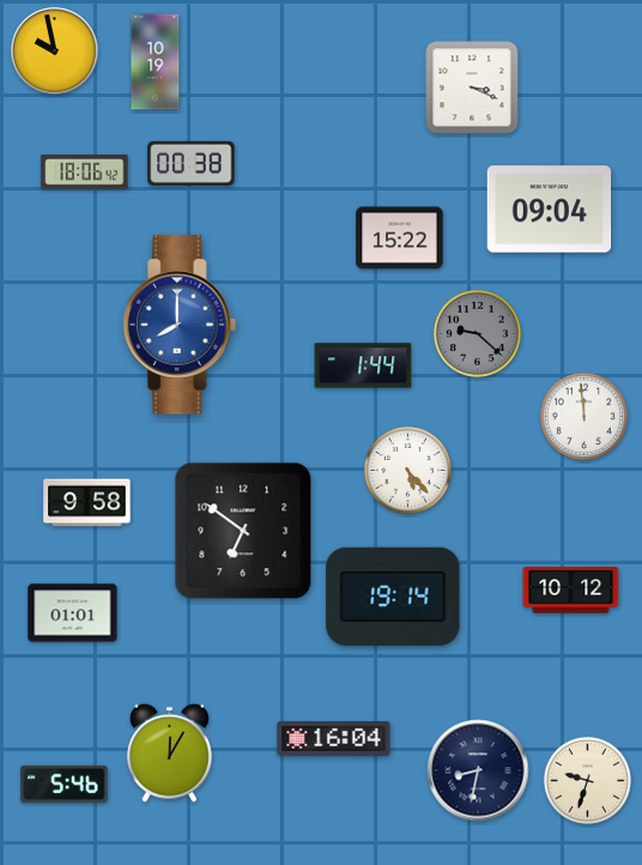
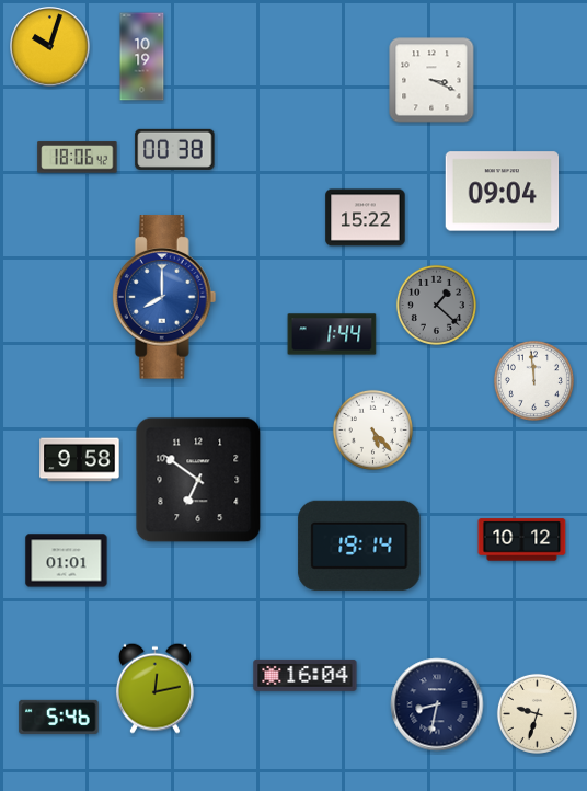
clock at (55, 52): 9:58 -> 10:03
clock at (477, 333): 9:22 -> 1:22
clock at (243, 531) position: (243, 531) -> (198, 480)
clock at (169, 752): 12:05 -> 12:13
